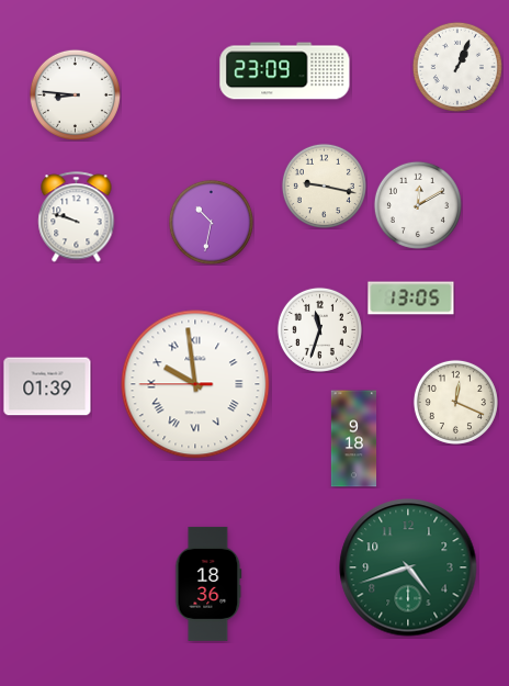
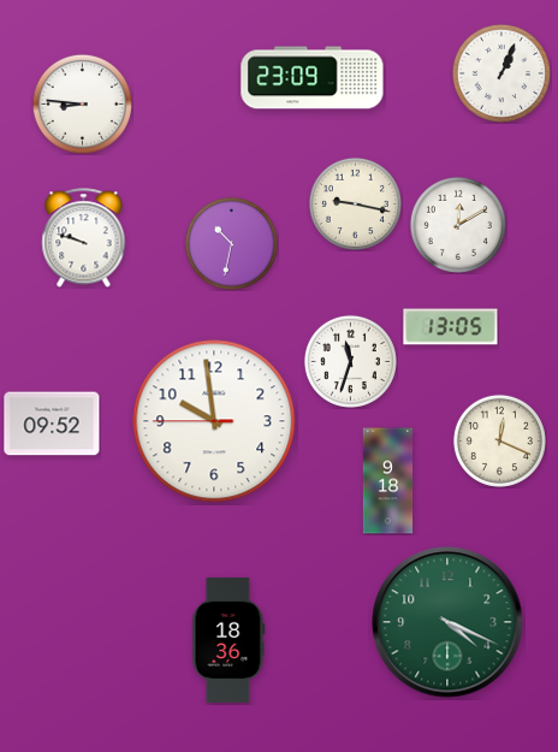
clock at (195, 384) numerals: Roman -> Arabic
clock at (47, 386): 01:39 -> 09:52
clock at (408, 567): 4:42 -> 4:19
